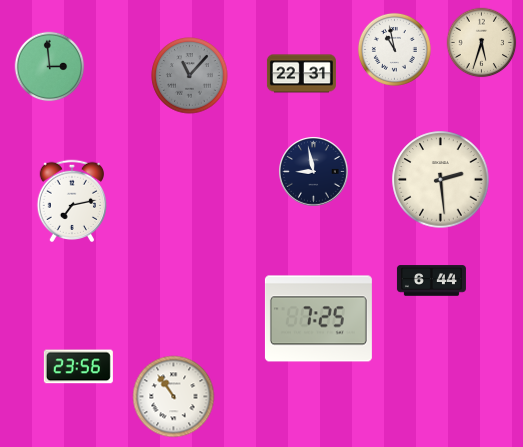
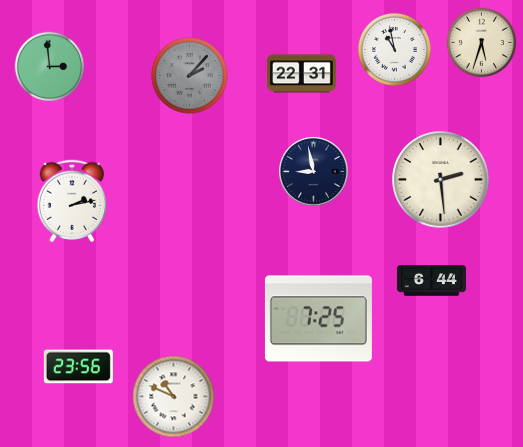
clock at (190, 76): 11:07 -> 2:07
clock at (71, 200): 7:13 -> 2:13
clock at (174, 397): 10:54 -> 10:49
